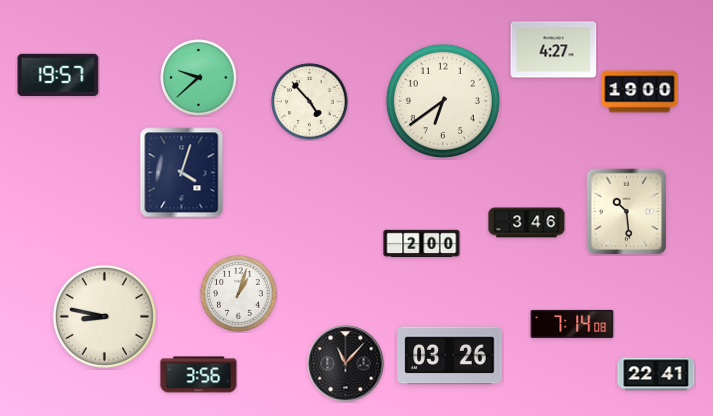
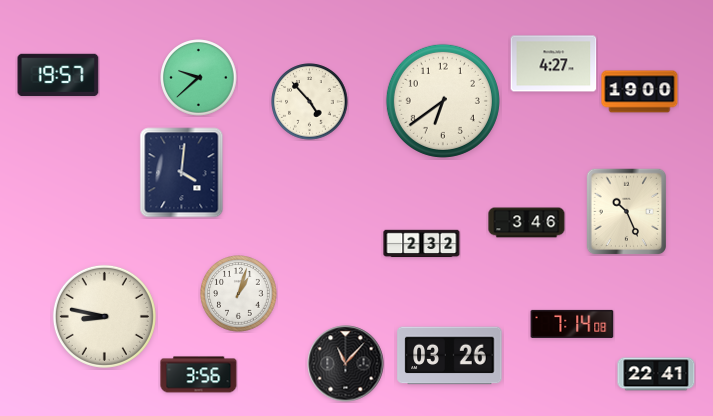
clock at (554, 50) position: (554, 50) -> (554, 64)
clock at (182, 173): 4:03 -> 4:01
clock at (627, 211): 10:29 -> 10:26
clock at (422, 244): 2:00 -> 2:32
